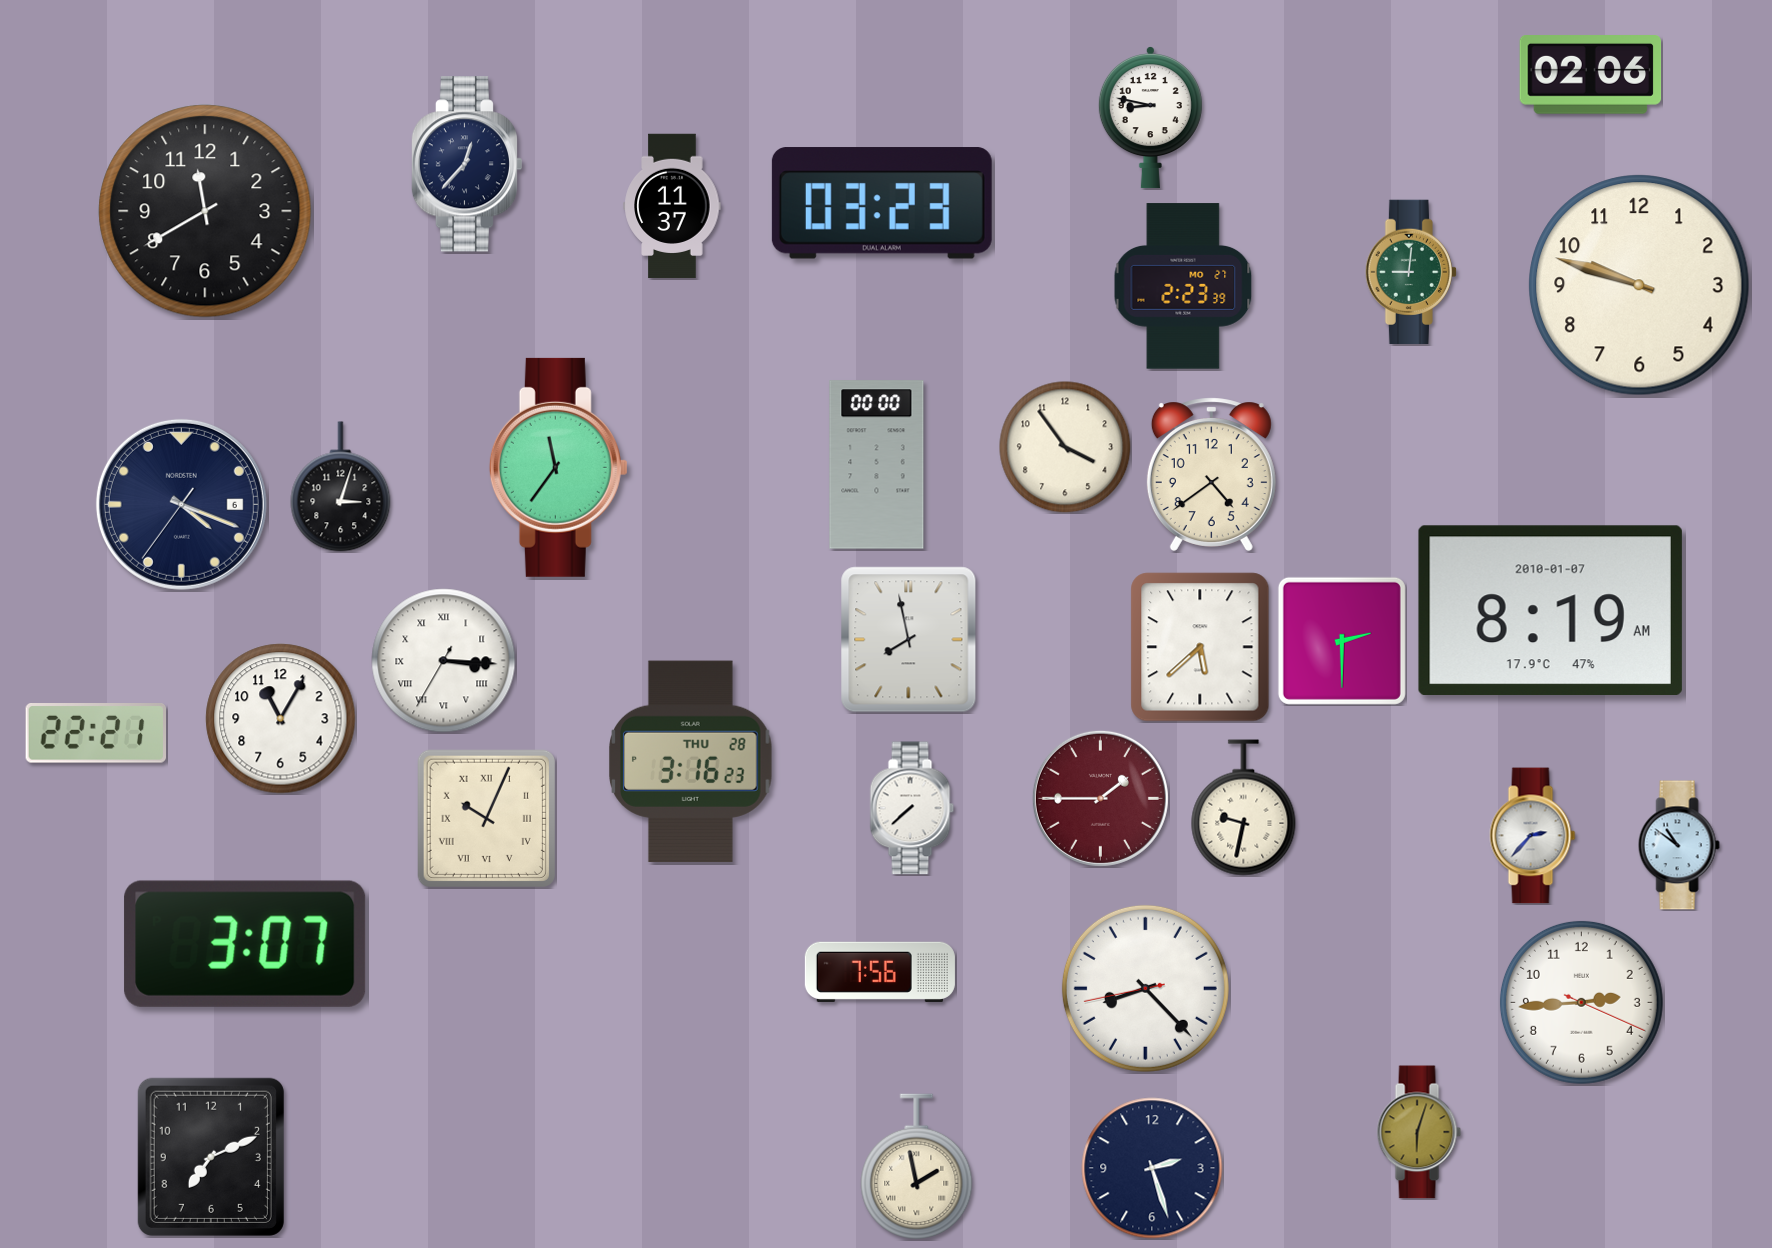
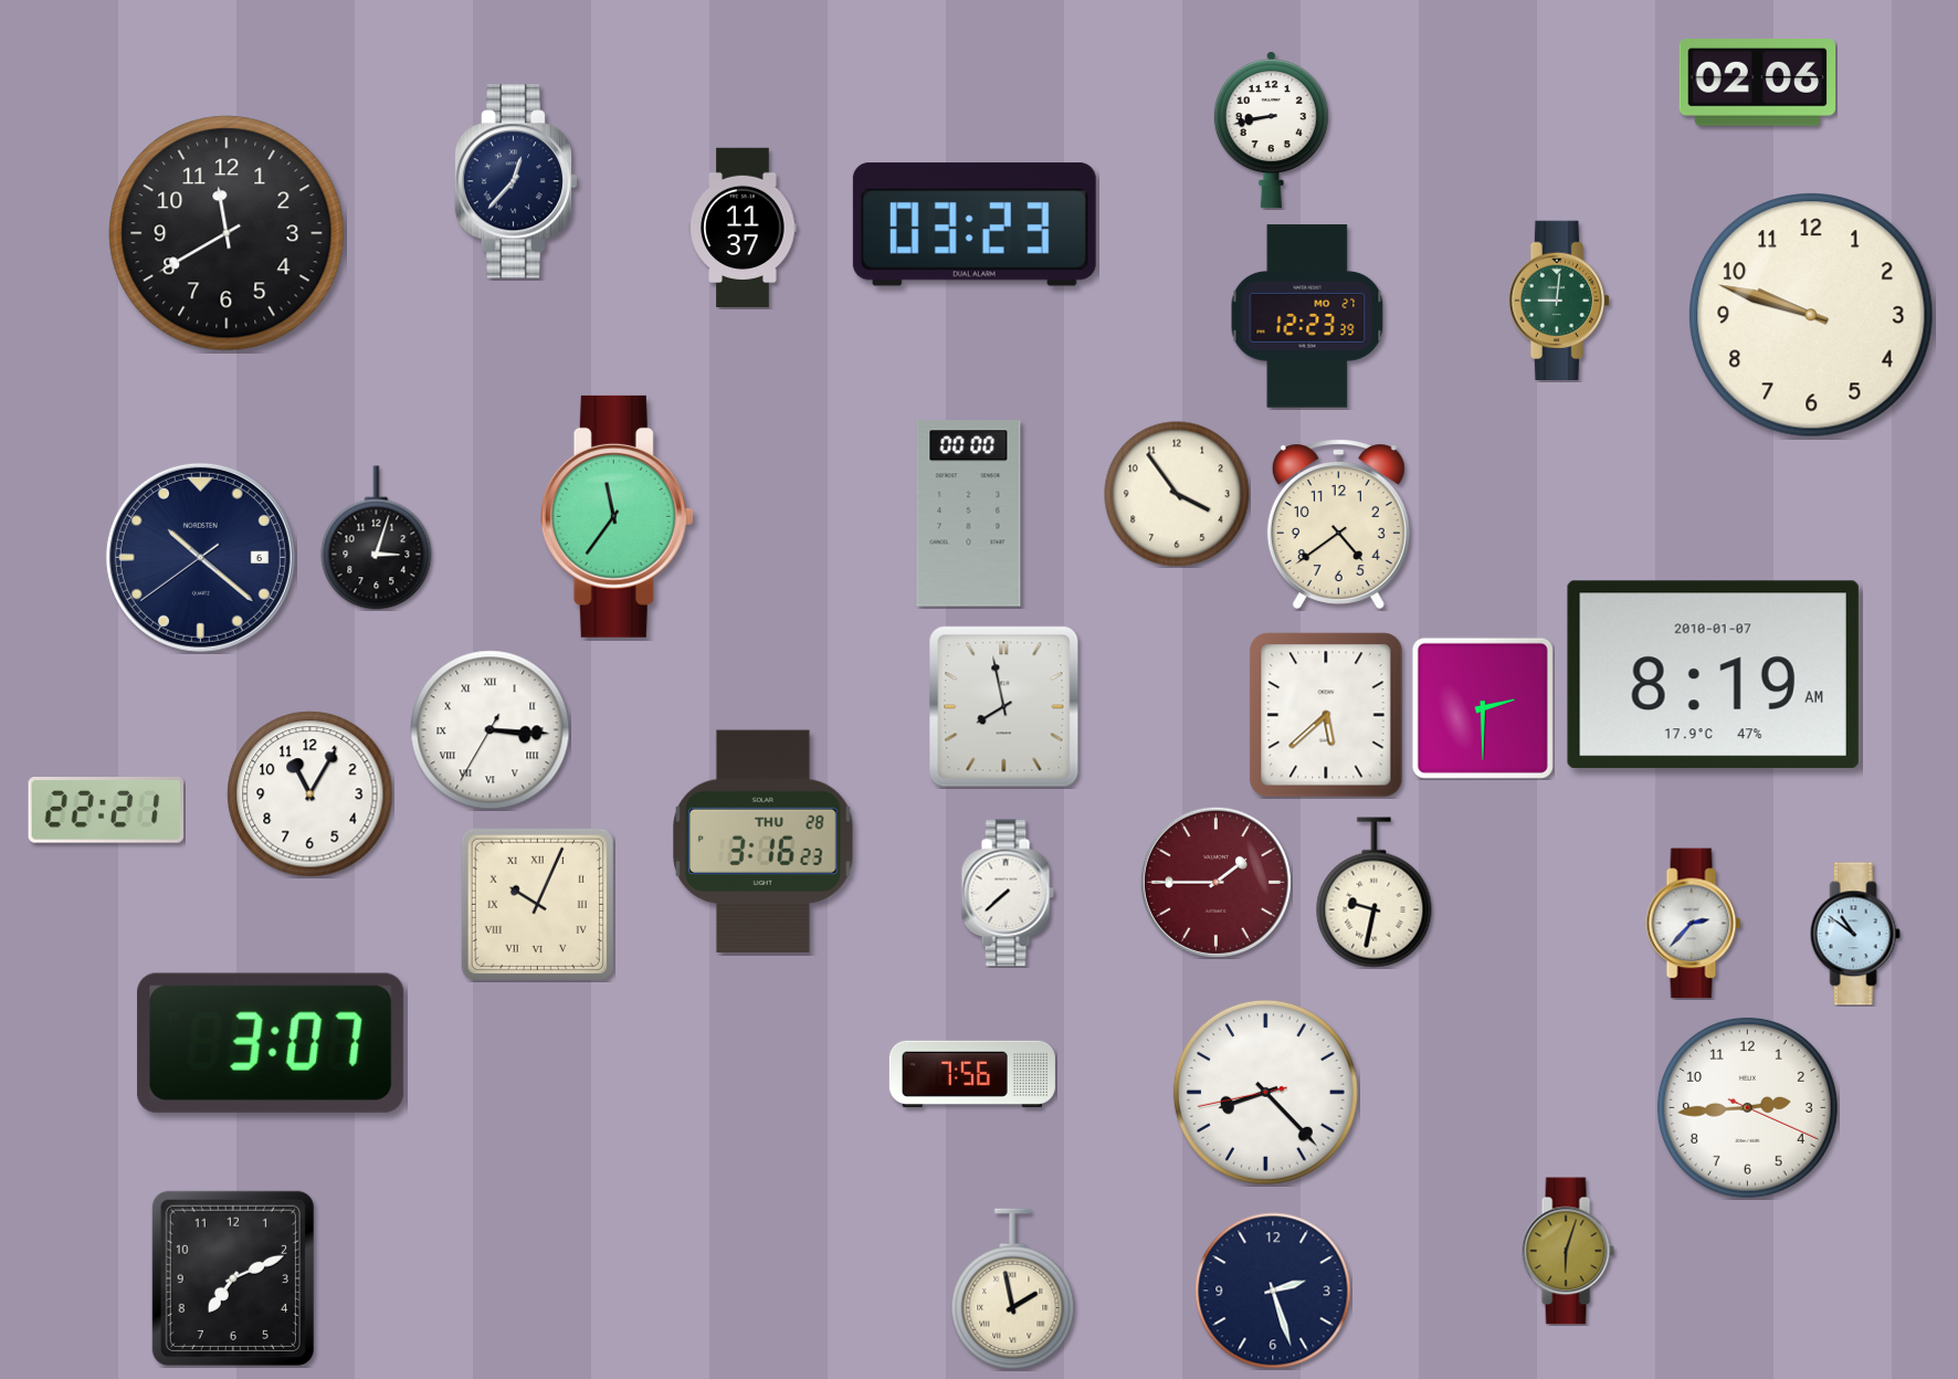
clock at (1150, 118): 8:47 -> 8:43
clock at (1183, 286): 2:23 -> 12:23
clock at (181, 504): 4:18 -> 10:21
